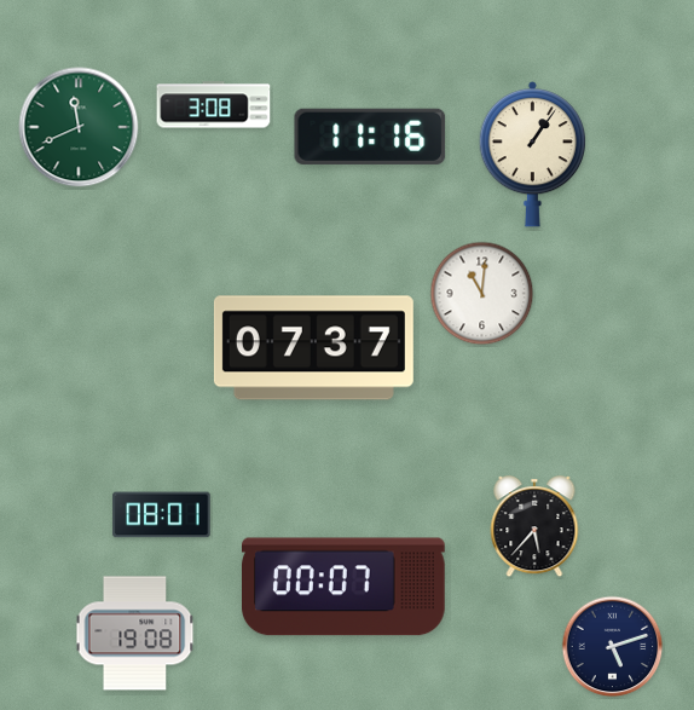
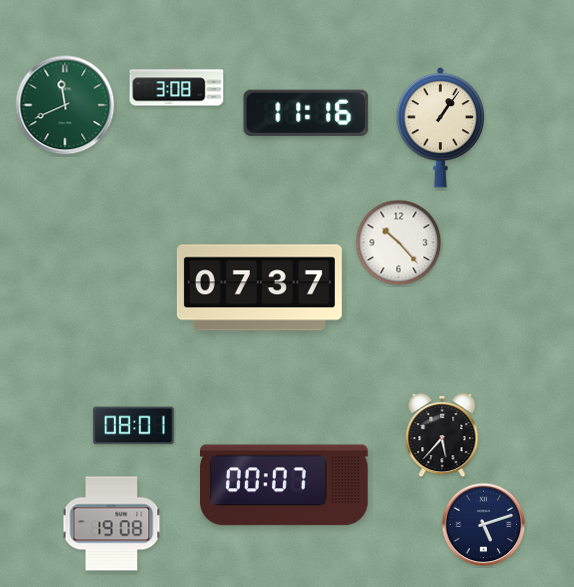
clock at (482, 294): 11:01 -> 10:23
clock at (613, 647) position: (613, 647) -> (484, 525)
